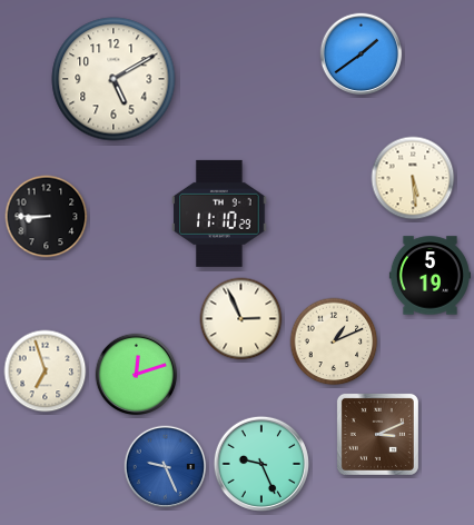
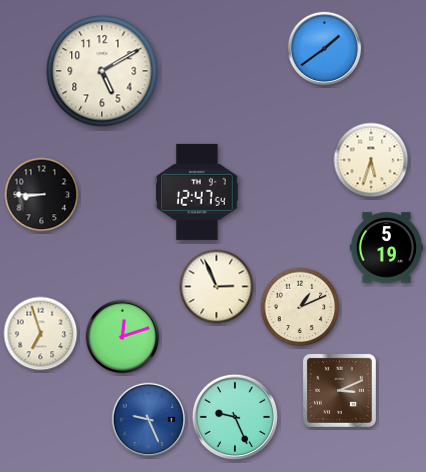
clock at (413, 178): 5:29 -> 5:33
clock at (219, 214): 11:10 -> 12:47
